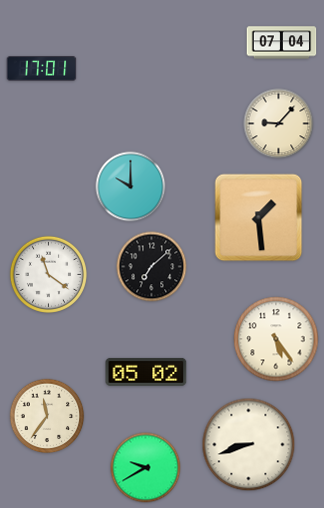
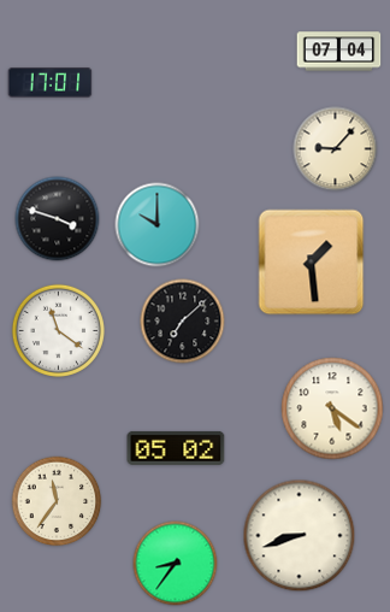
clock at (58, 219): none -> 3:48
clock at (276, 339): 5:24 -> 5:21
clock at (146, 468): 9:40 -> 8:36
